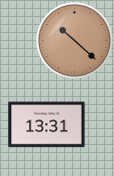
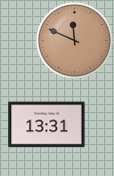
clock at (74, 40): 10:22 -> 11:49
